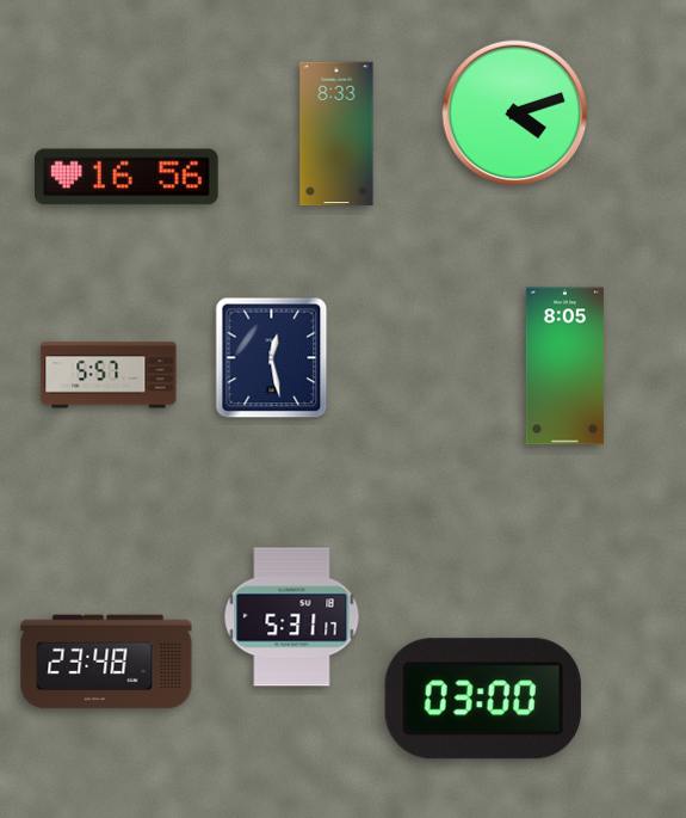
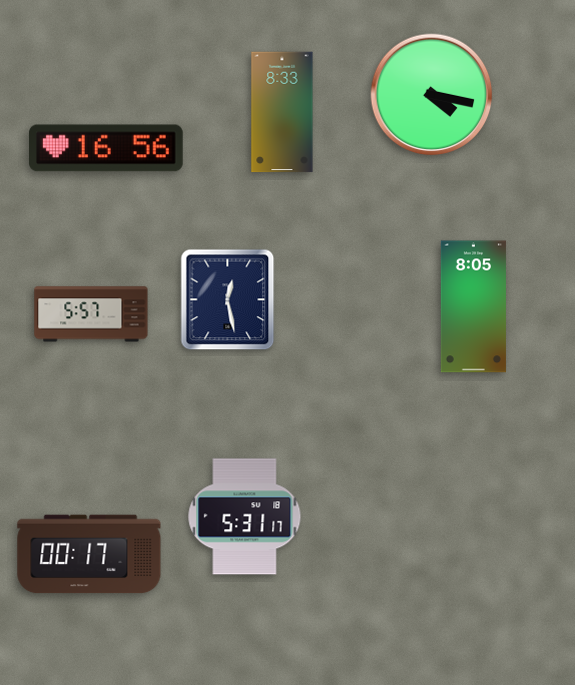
clock at (515, 113): 4:12 -> 4:17
clock at (106, 662): 23:48 -> 00:17
clock at (483, 699): 03:00 -> none
